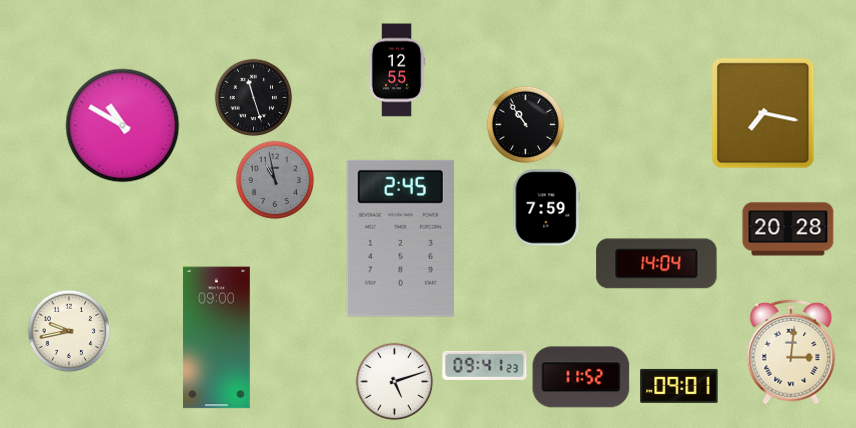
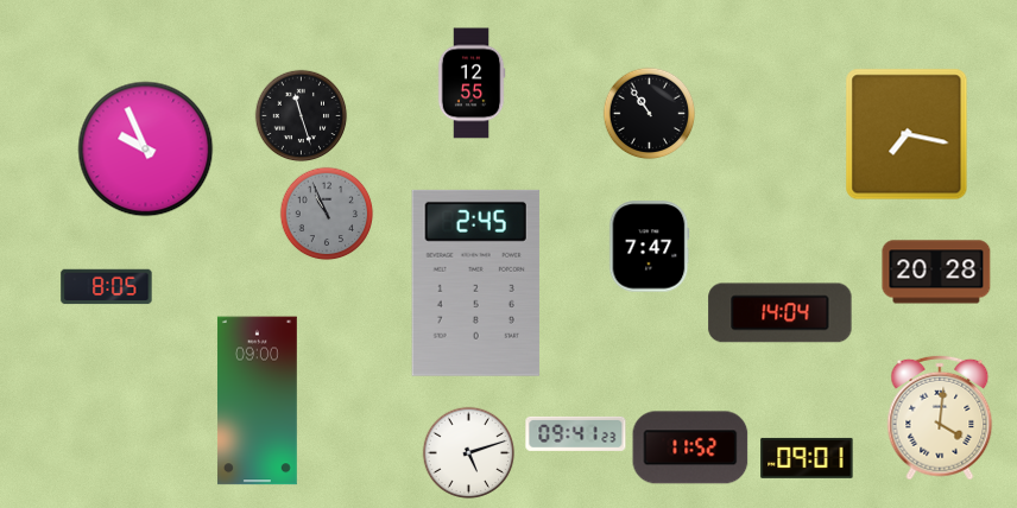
clock at (525, 124) position: (525, 124) -> (649, 113)
clock at (123, 126): 10:50 -> 9:56
clock at (275, 180): 10:58 -> 10:56
clock at (547, 208): 7:59 -> 7:47
clock at (107, 287): none -> 8:05
clock at (69, 331): 9:43 -> none
clock at (791, 352): 3:01 -> 4:01
